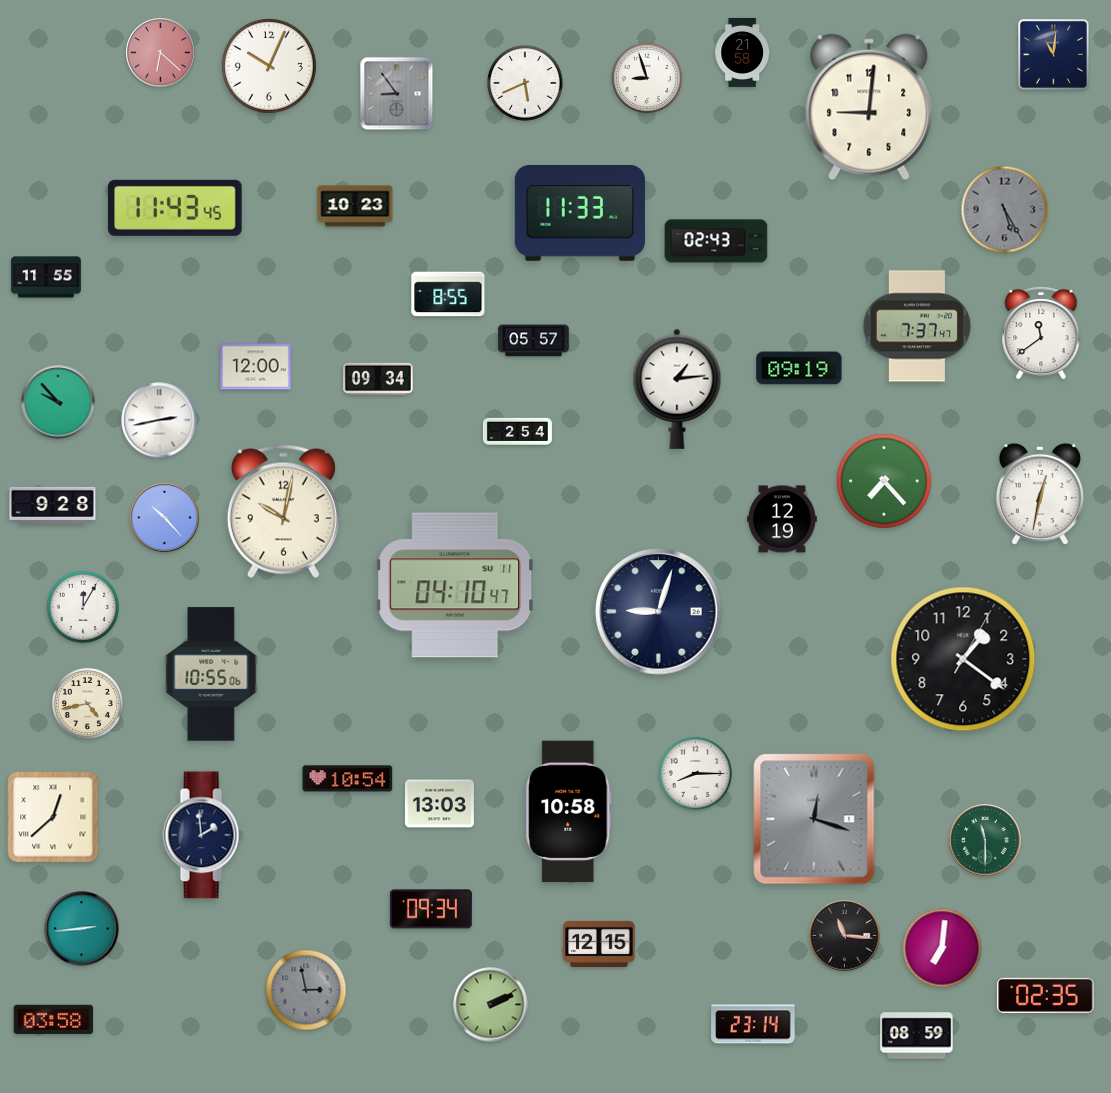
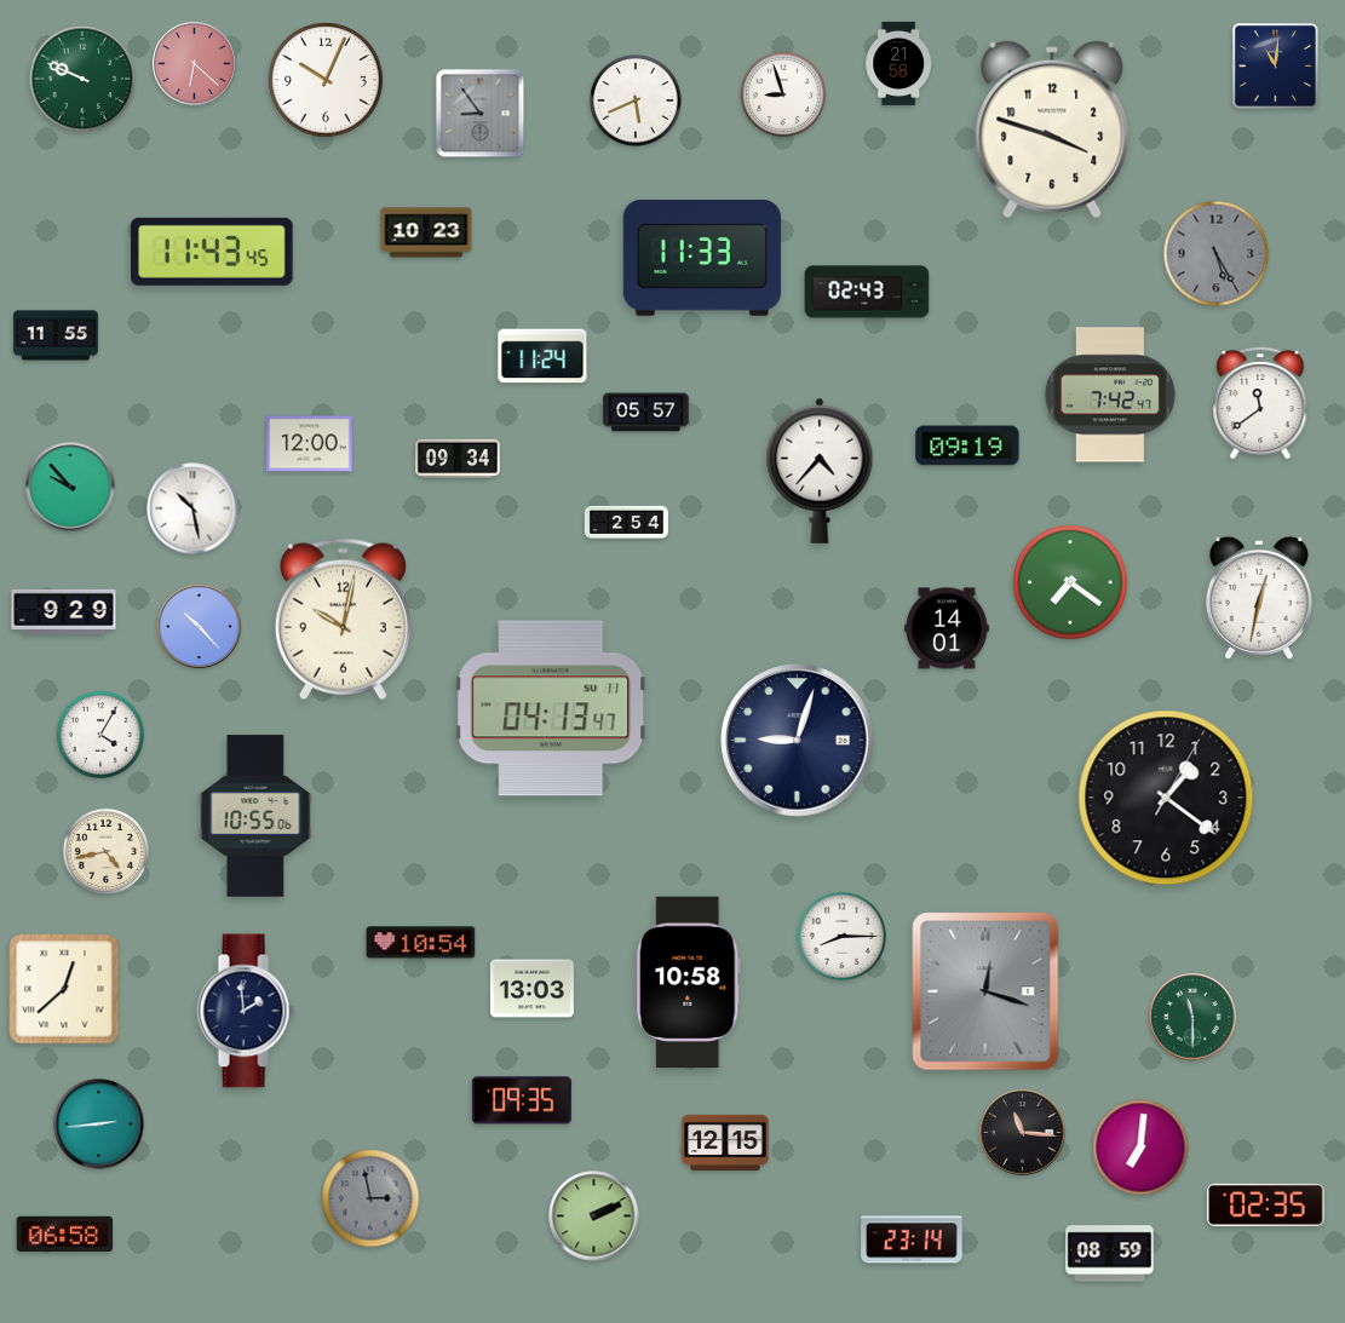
clock at (82, 79): none -> 9:49
clock at (869, 107): 9:01 -> 3:48
clock at (355, 206) position: (355, 206) -> (426, 232)
clock at (448, 294): 8:55 -> 11:24
clock at (917, 326): 7:37 -> 7:42
clock at (677, 389): 1:14 -> 4:37
clock at (159, 420): 2:43 -> 10:28
clock at (885, 482): 7:23 -> 7:21
clock at (53, 505): 9:28 -> 9:29
clock at (783, 519): 12:19 -> 14:01
clock at (455, 585): 04:10 -> 04:13
clock at (83, 607): 12:05 -> 4:05
clock at (439, 804) position: (439, 804) -> (531, 989)
clock at (431, 909): 09:34 -> 09:35
clock at (54, 1019): 03:58 -> 06:58
